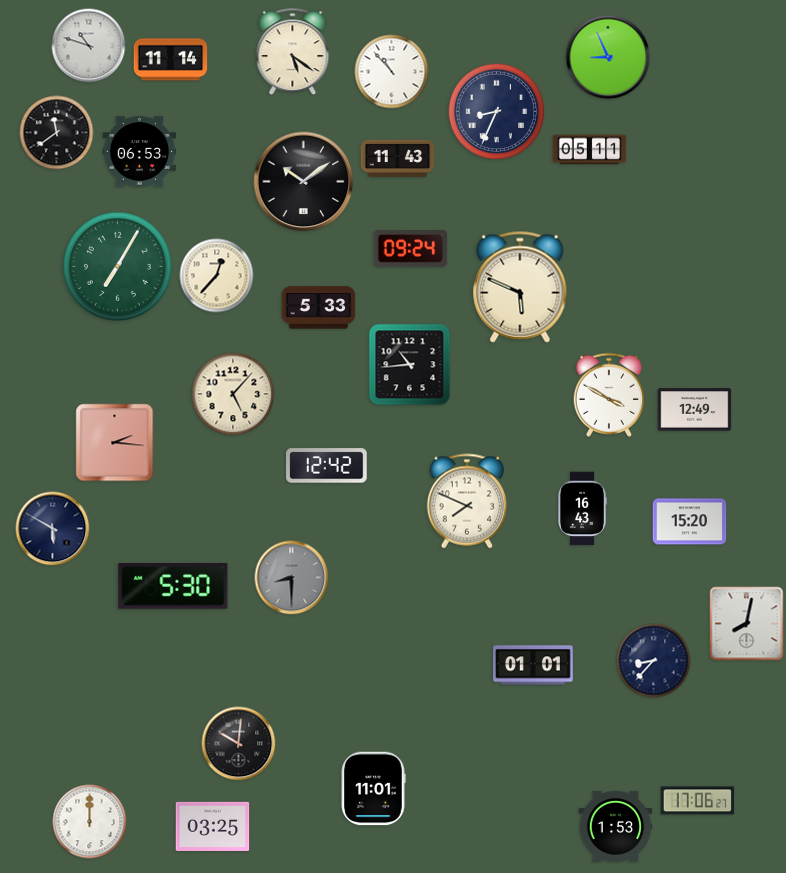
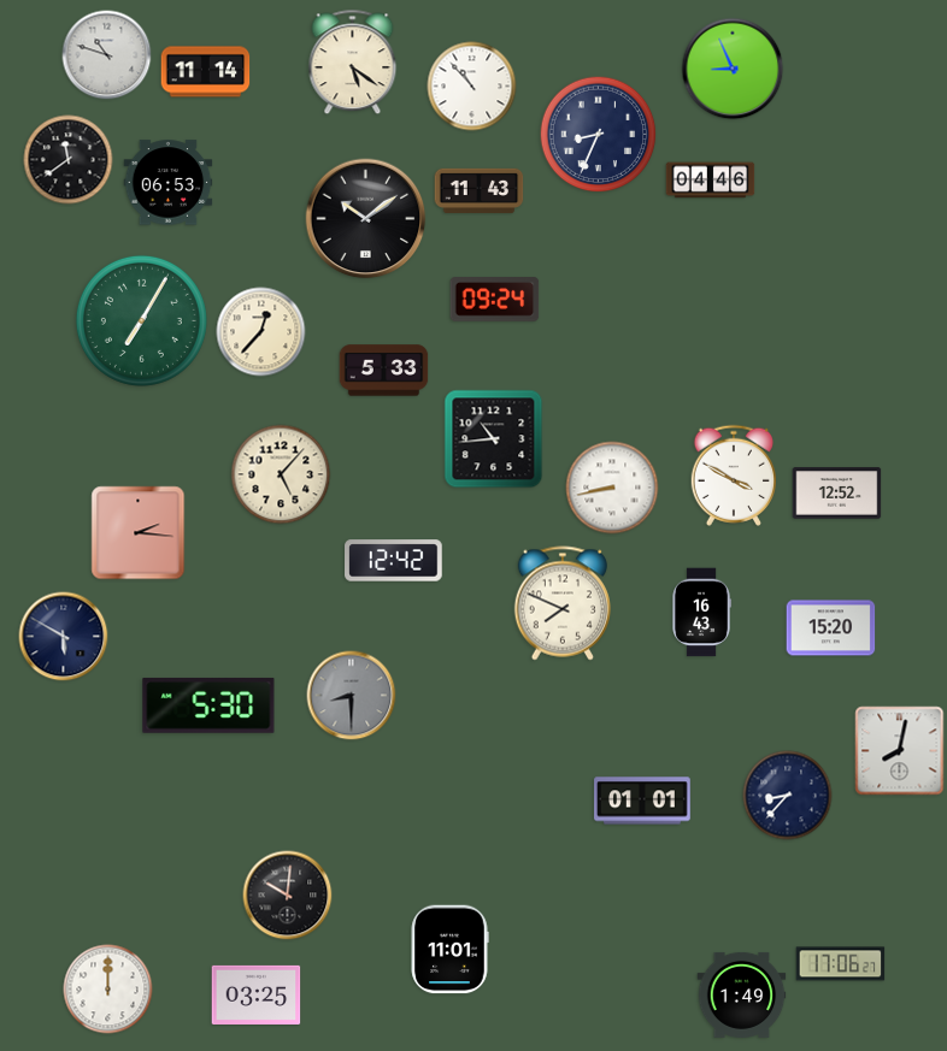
clock at (590, 150): 05:11 -> 04:46
clock at (520, 287): 5:49 -> none
clock at (612, 488): none -> 8:43
clock at (695, 410): 12:49 -> 12:52
clock at (616, 826): 1:53 -> 1:49
